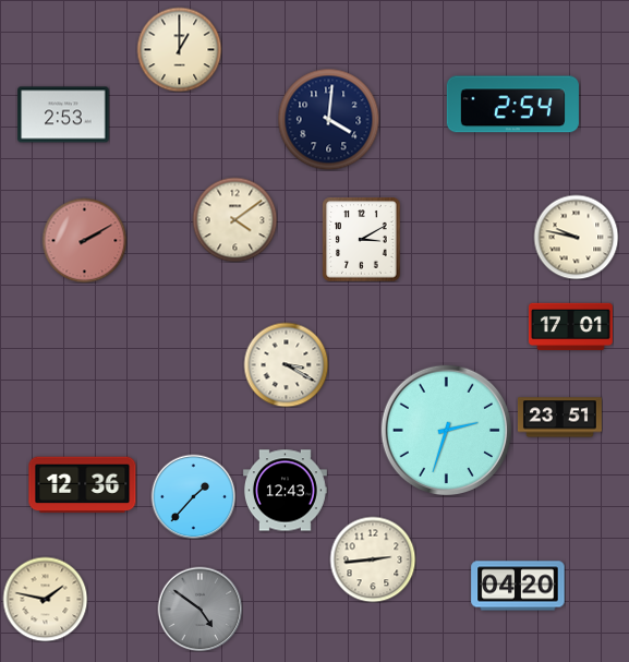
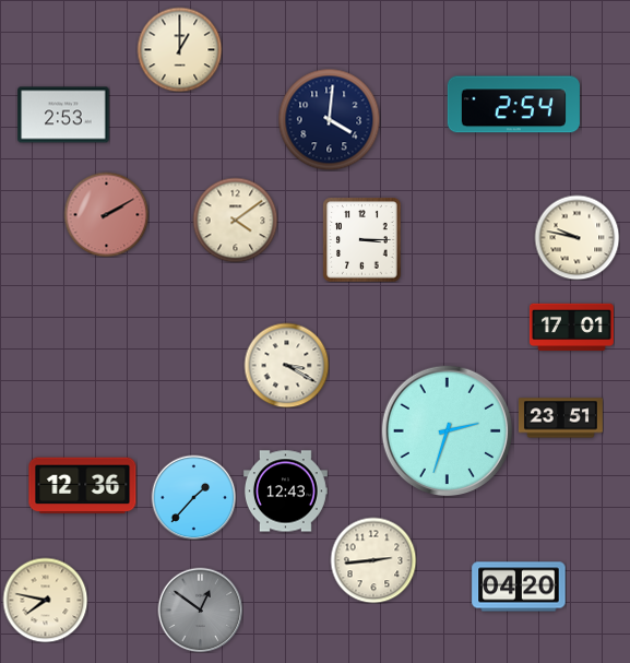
clock at (362, 239): 3:10 -> 3:15
clock at (84, 240) position: (84, 240) -> (106, 214)
clock at (45, 599): 1:47 -> 7:47
clock at (199, 609): 4:51 -> 12:51
